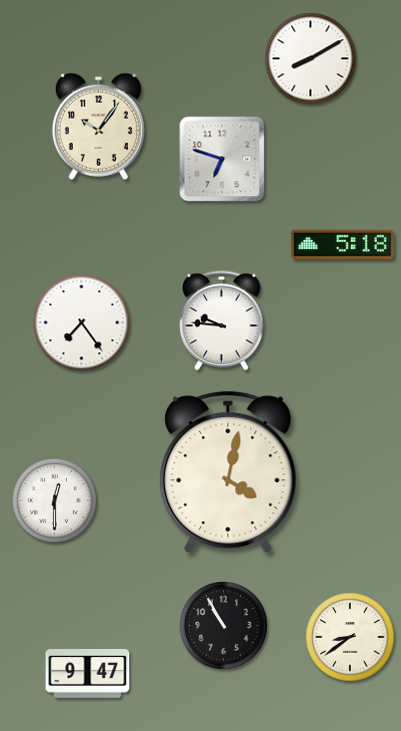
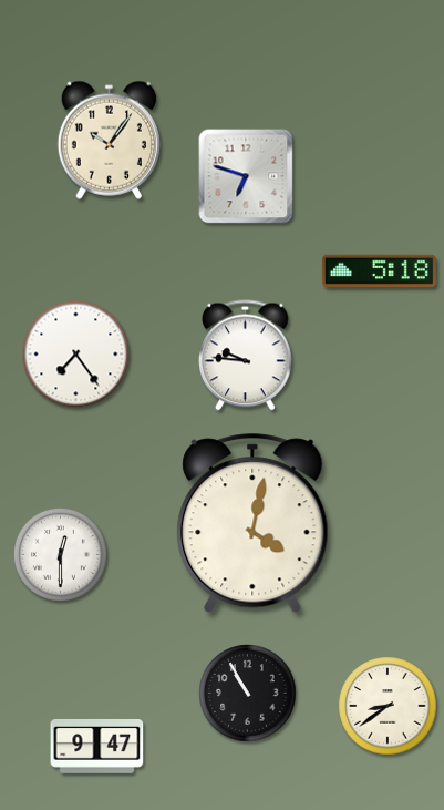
clock at (311, 59): 8:10 -> none
clock at (82, 323) position: (82, 323) -> (76, 355)
